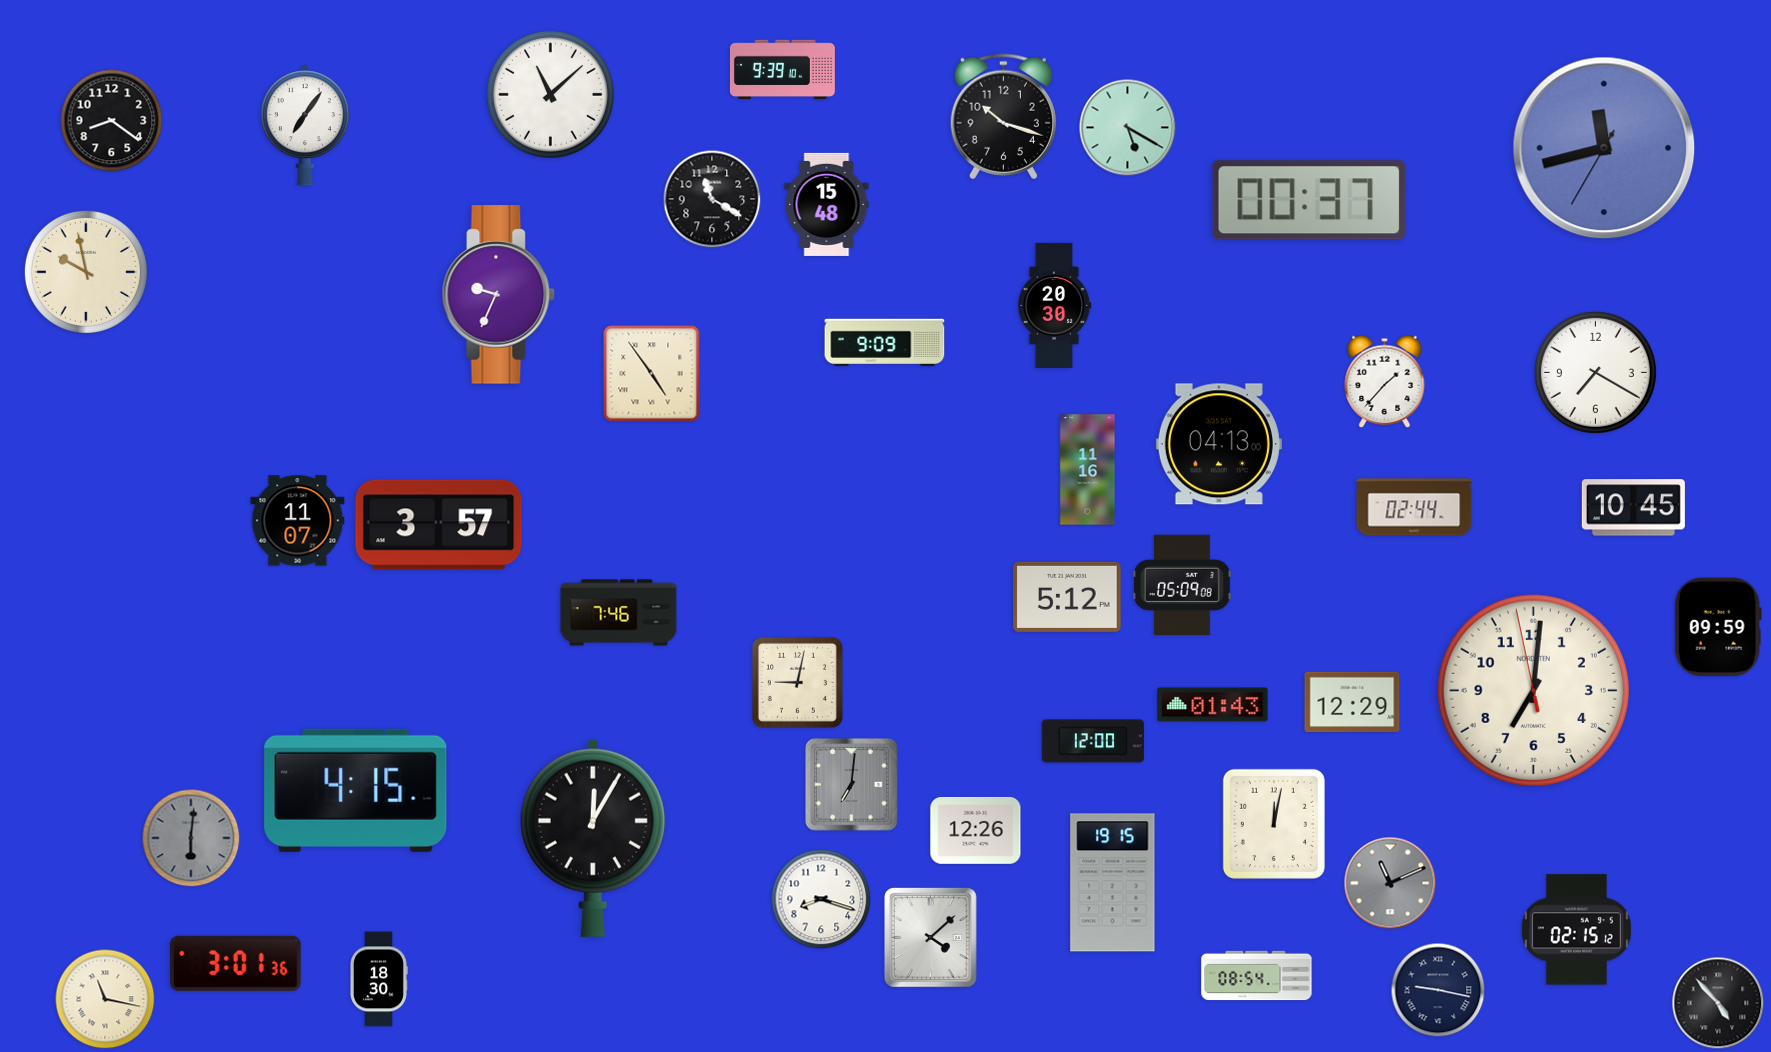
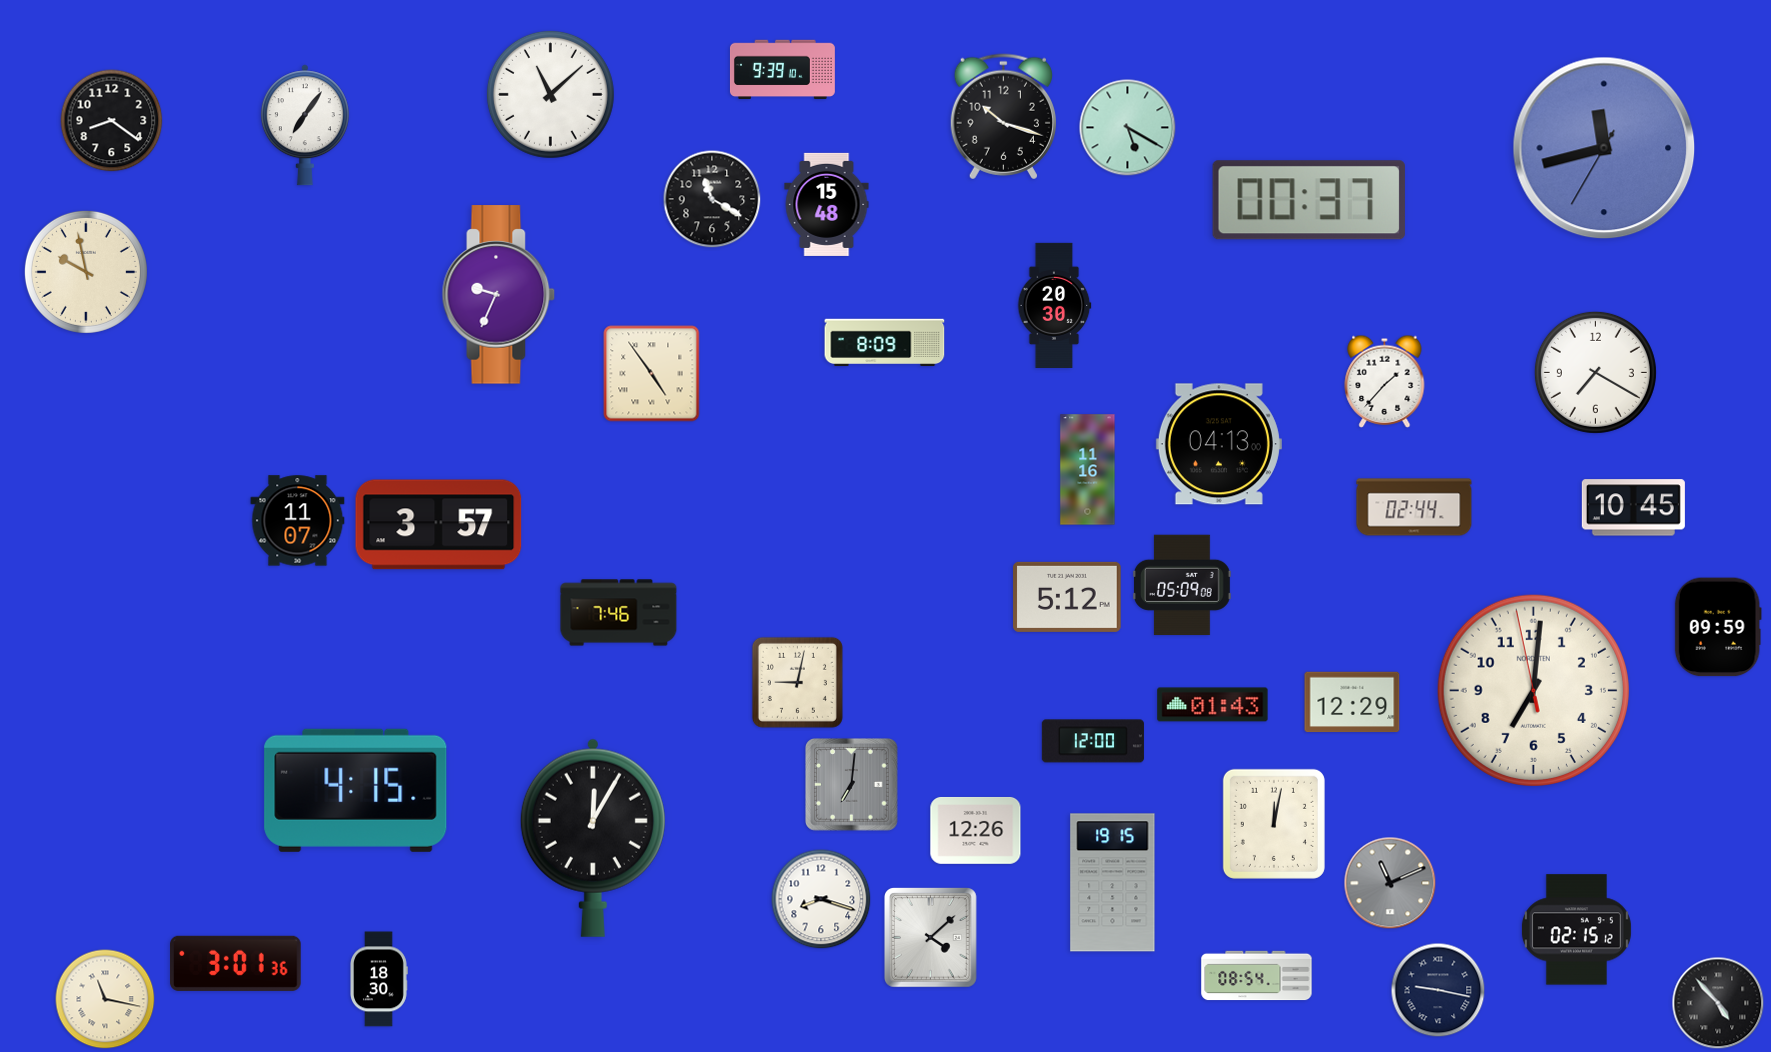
clock at (885, 343): 9:09 -> 8:09
clock at (191, 838): 6:01 -> none
